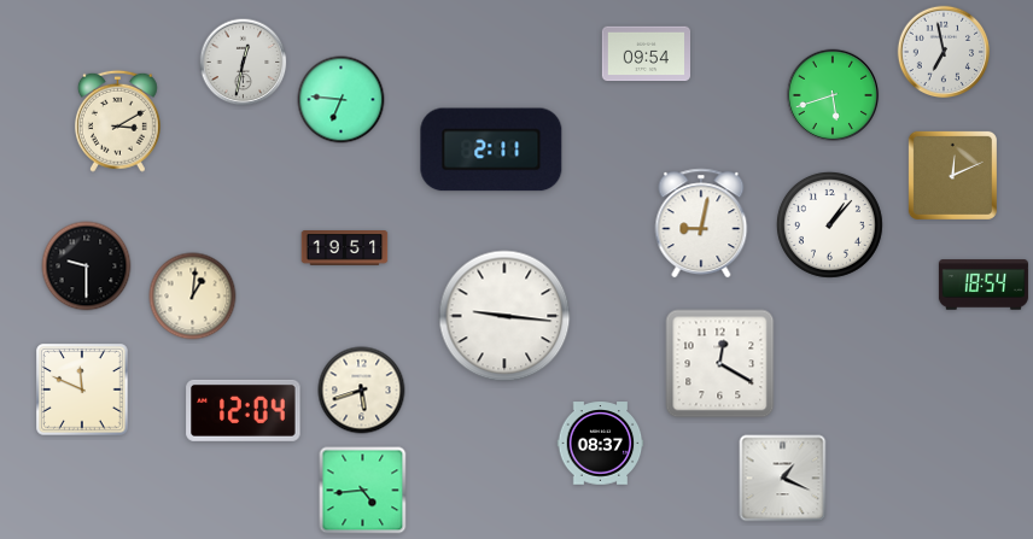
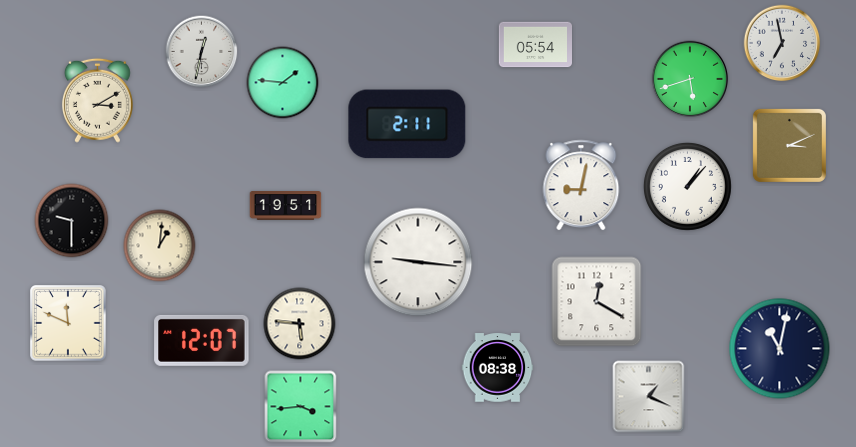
clock at (646, 54): 09:54 -> 05:54
clock at (342, 100): 6:46 -> 1:46
clock at (952, 175): 12:11 -> 3:11
clock at (984, 285): 18:54 -> none
clock at (362, 391): 5:42 -> 5:46
clock at (244, 410): 12:04 -> 12:07
clock at (780, 349): none -> 11:02
clock at (601, 444): 08:37 -> 08:38
clock at (363, 491): 4:44 -> 3:44
